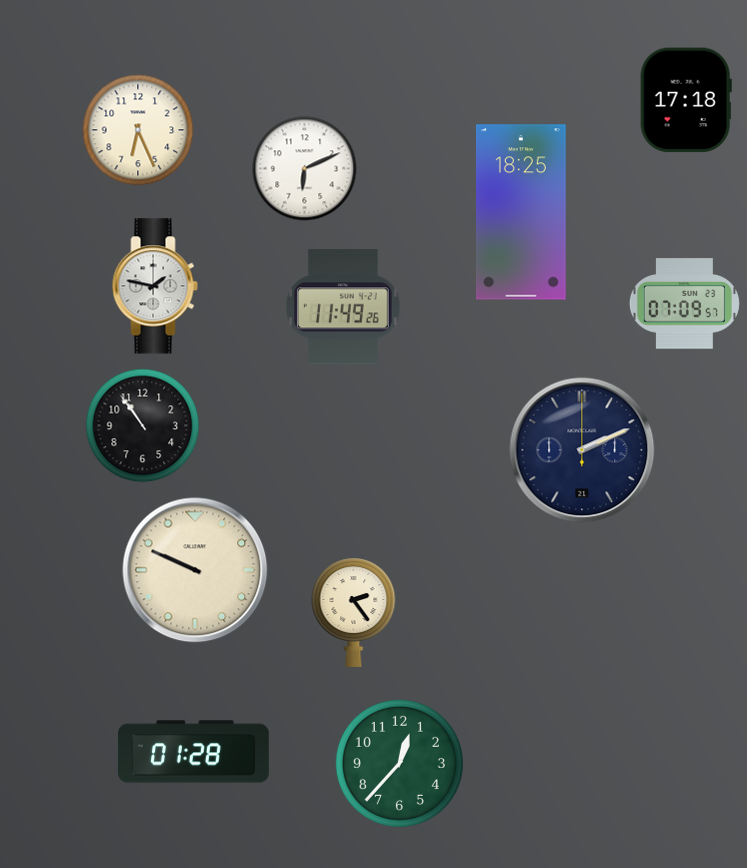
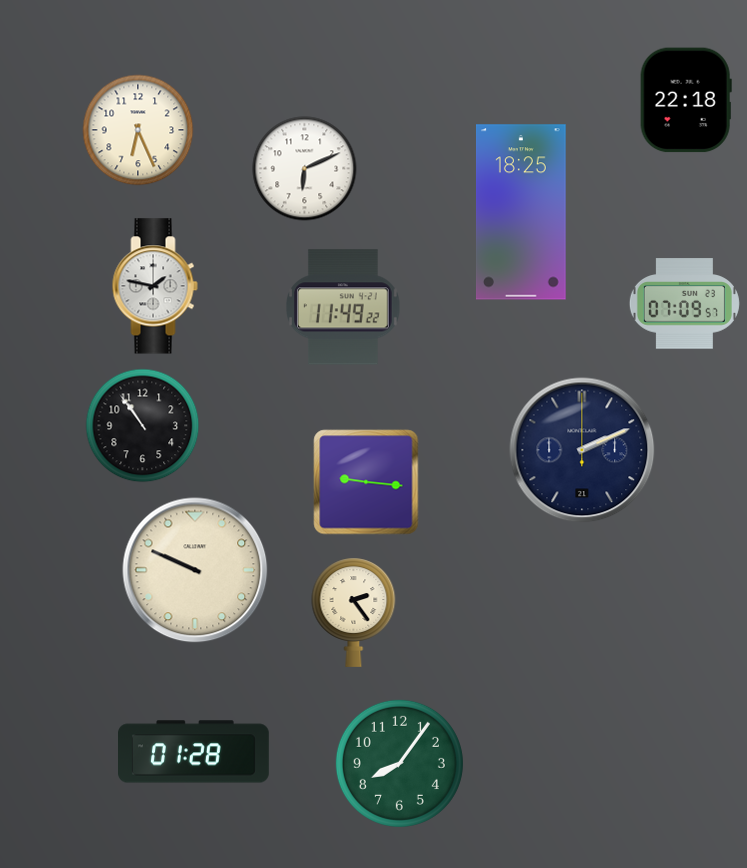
clock at (686, 100): 17:18 -> 22:18
clock at (344, 307): 11:49:26 -> 11:49:22
clock at (366, 482): none -> 9:16
clock at (399, 763): 12:37 -> 8:06
